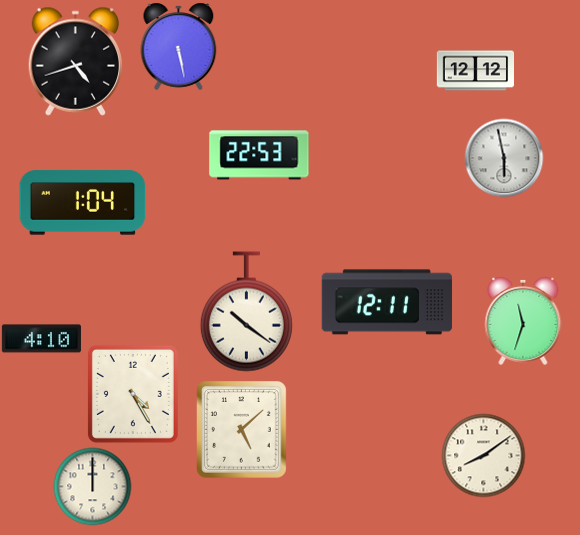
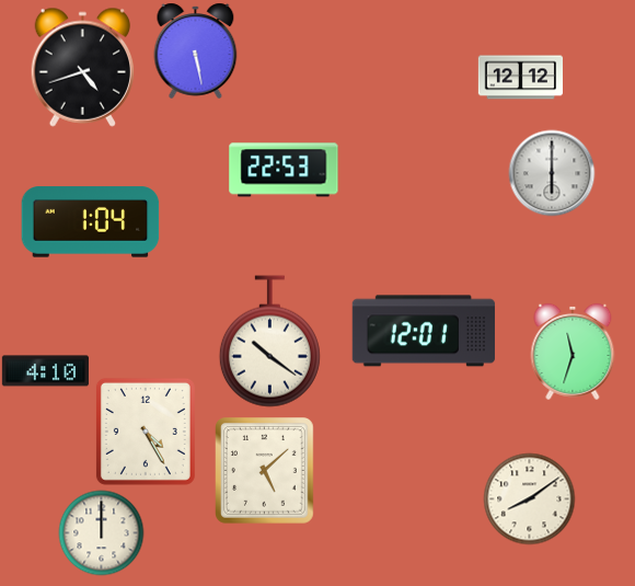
clock at (504, 158): 5:58 -> 6:00
clock at (387, 302): 12:11 -> 12:01
